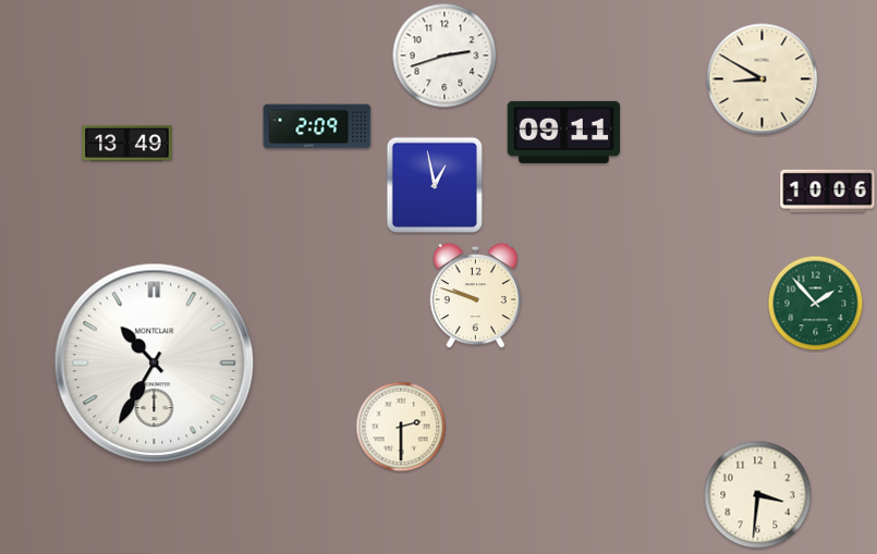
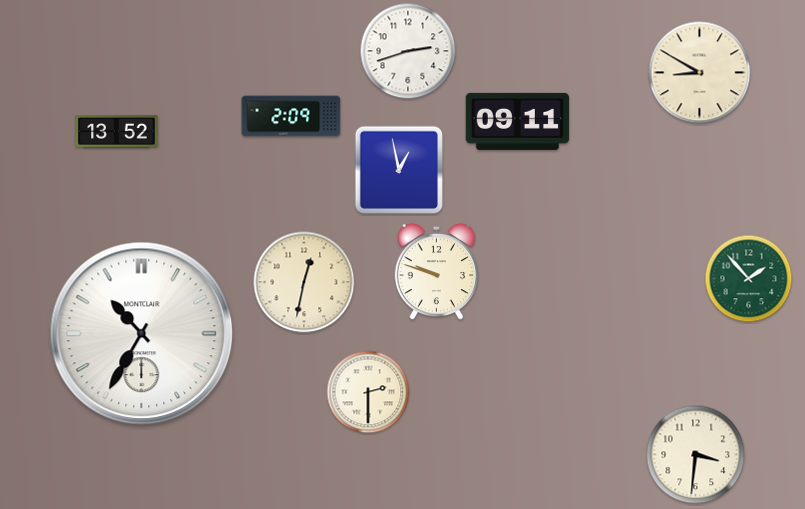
clock at (127, 143): 13:49 -> 13:52
clock at (828, 190): 10:06 -> none
clock at (304, 282): none -> 12:32
